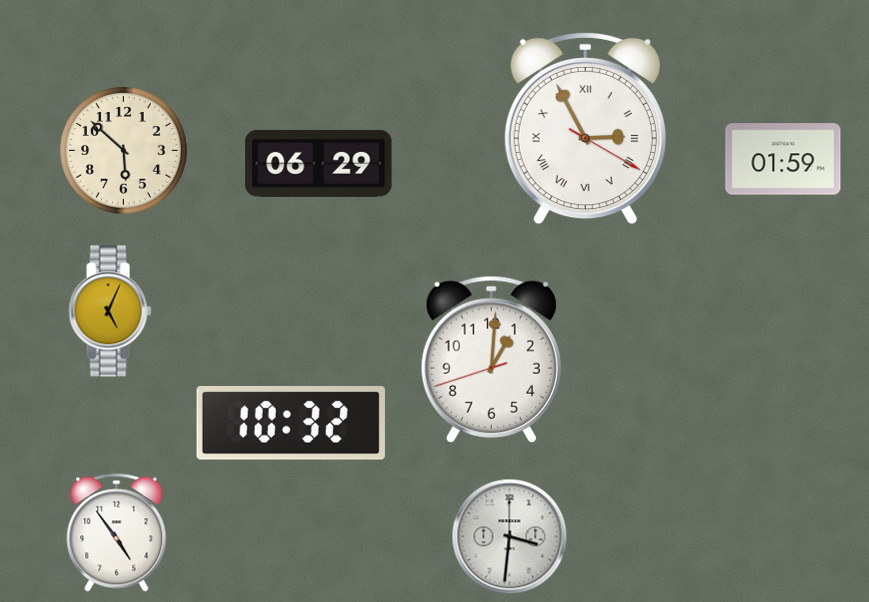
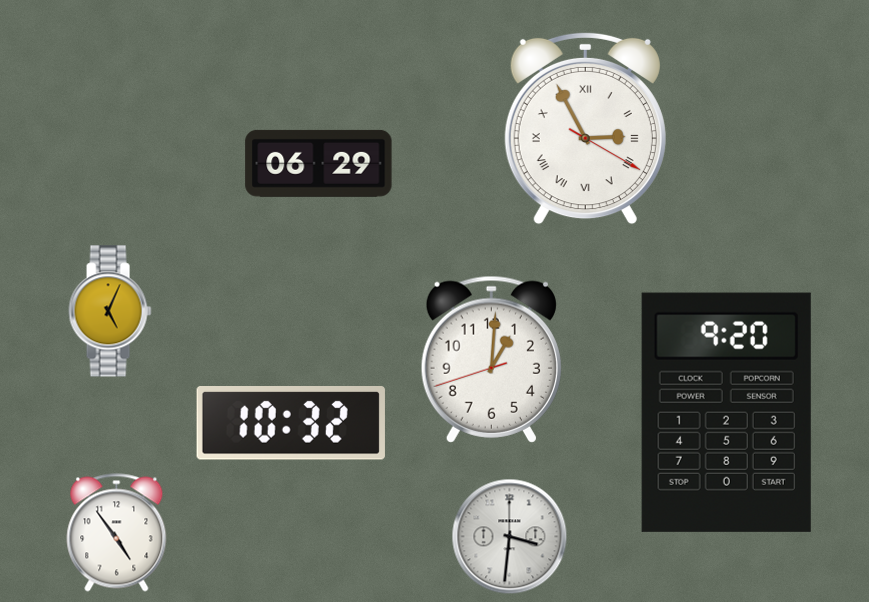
clock at (124, 151): 5:52 -> none
clock at (783, 159): 01:59 -> none
clock at (726, 412): none -> 9:20
